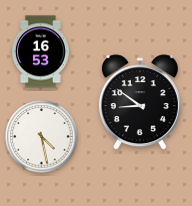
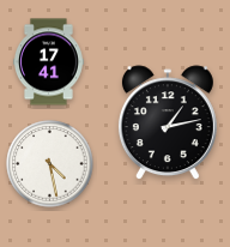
clock at (40, 52): 16:53 -> 17:41
clock at (140, 103): 8:51 -> 1:13
